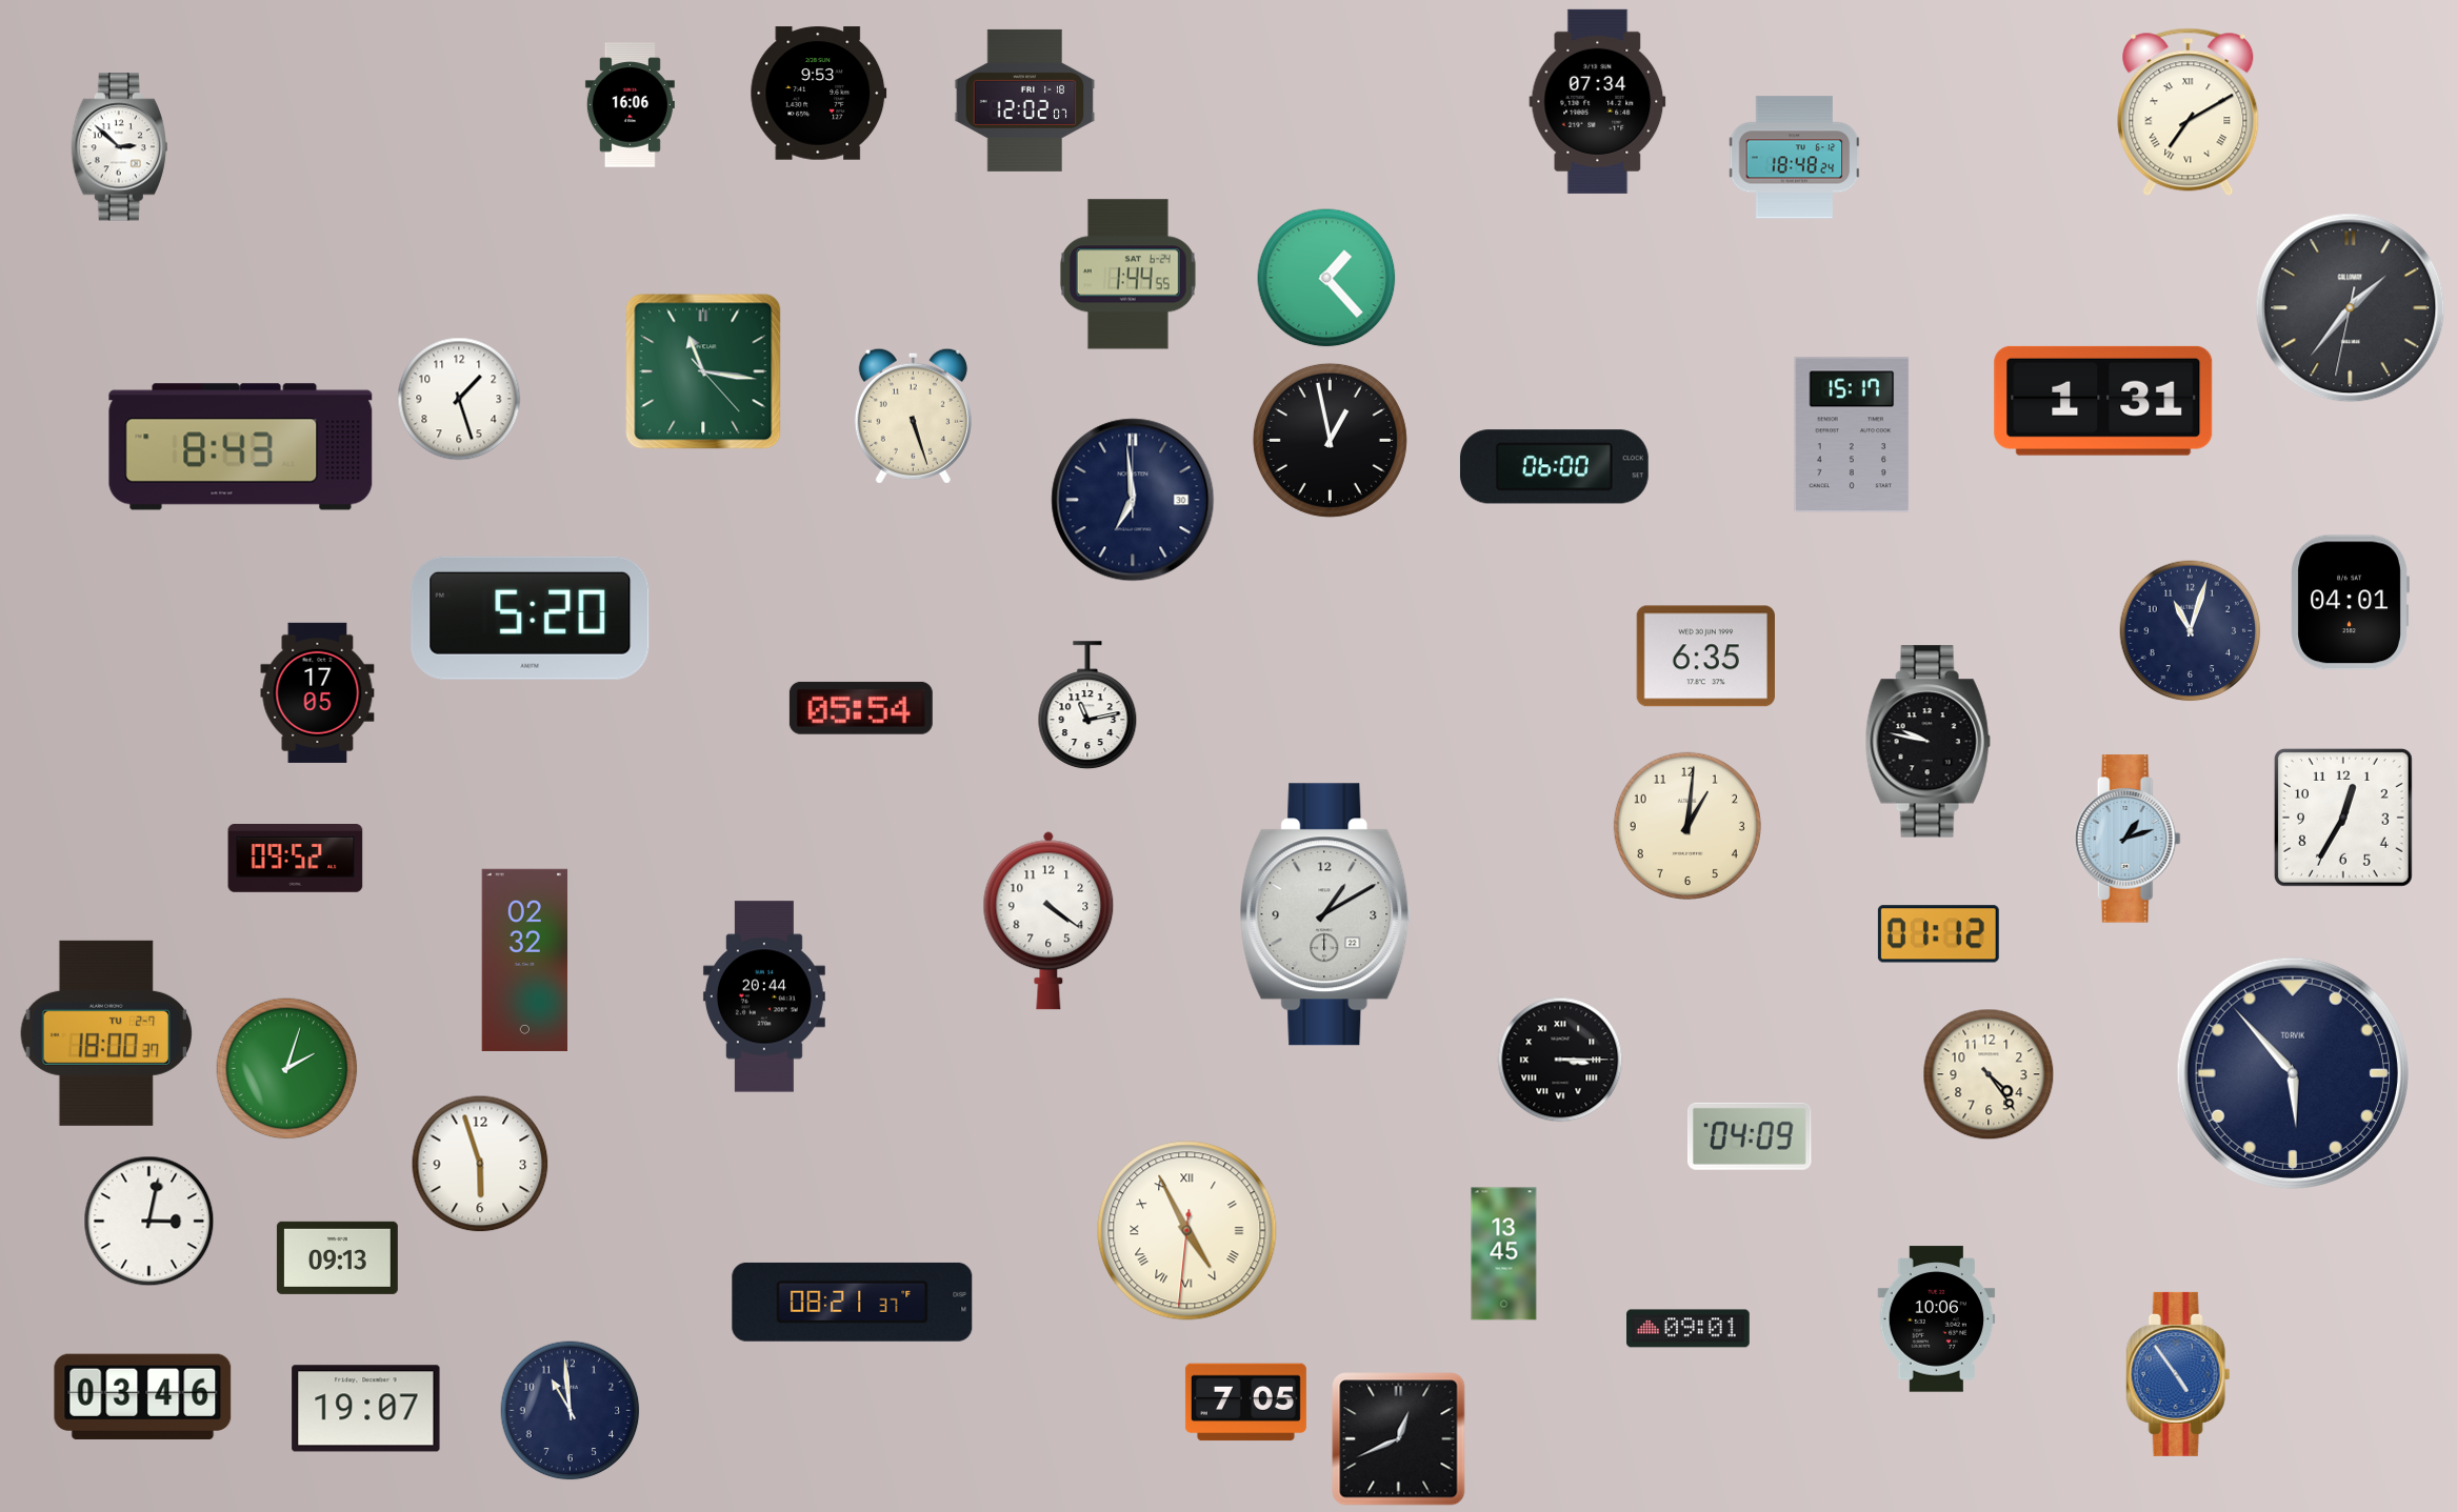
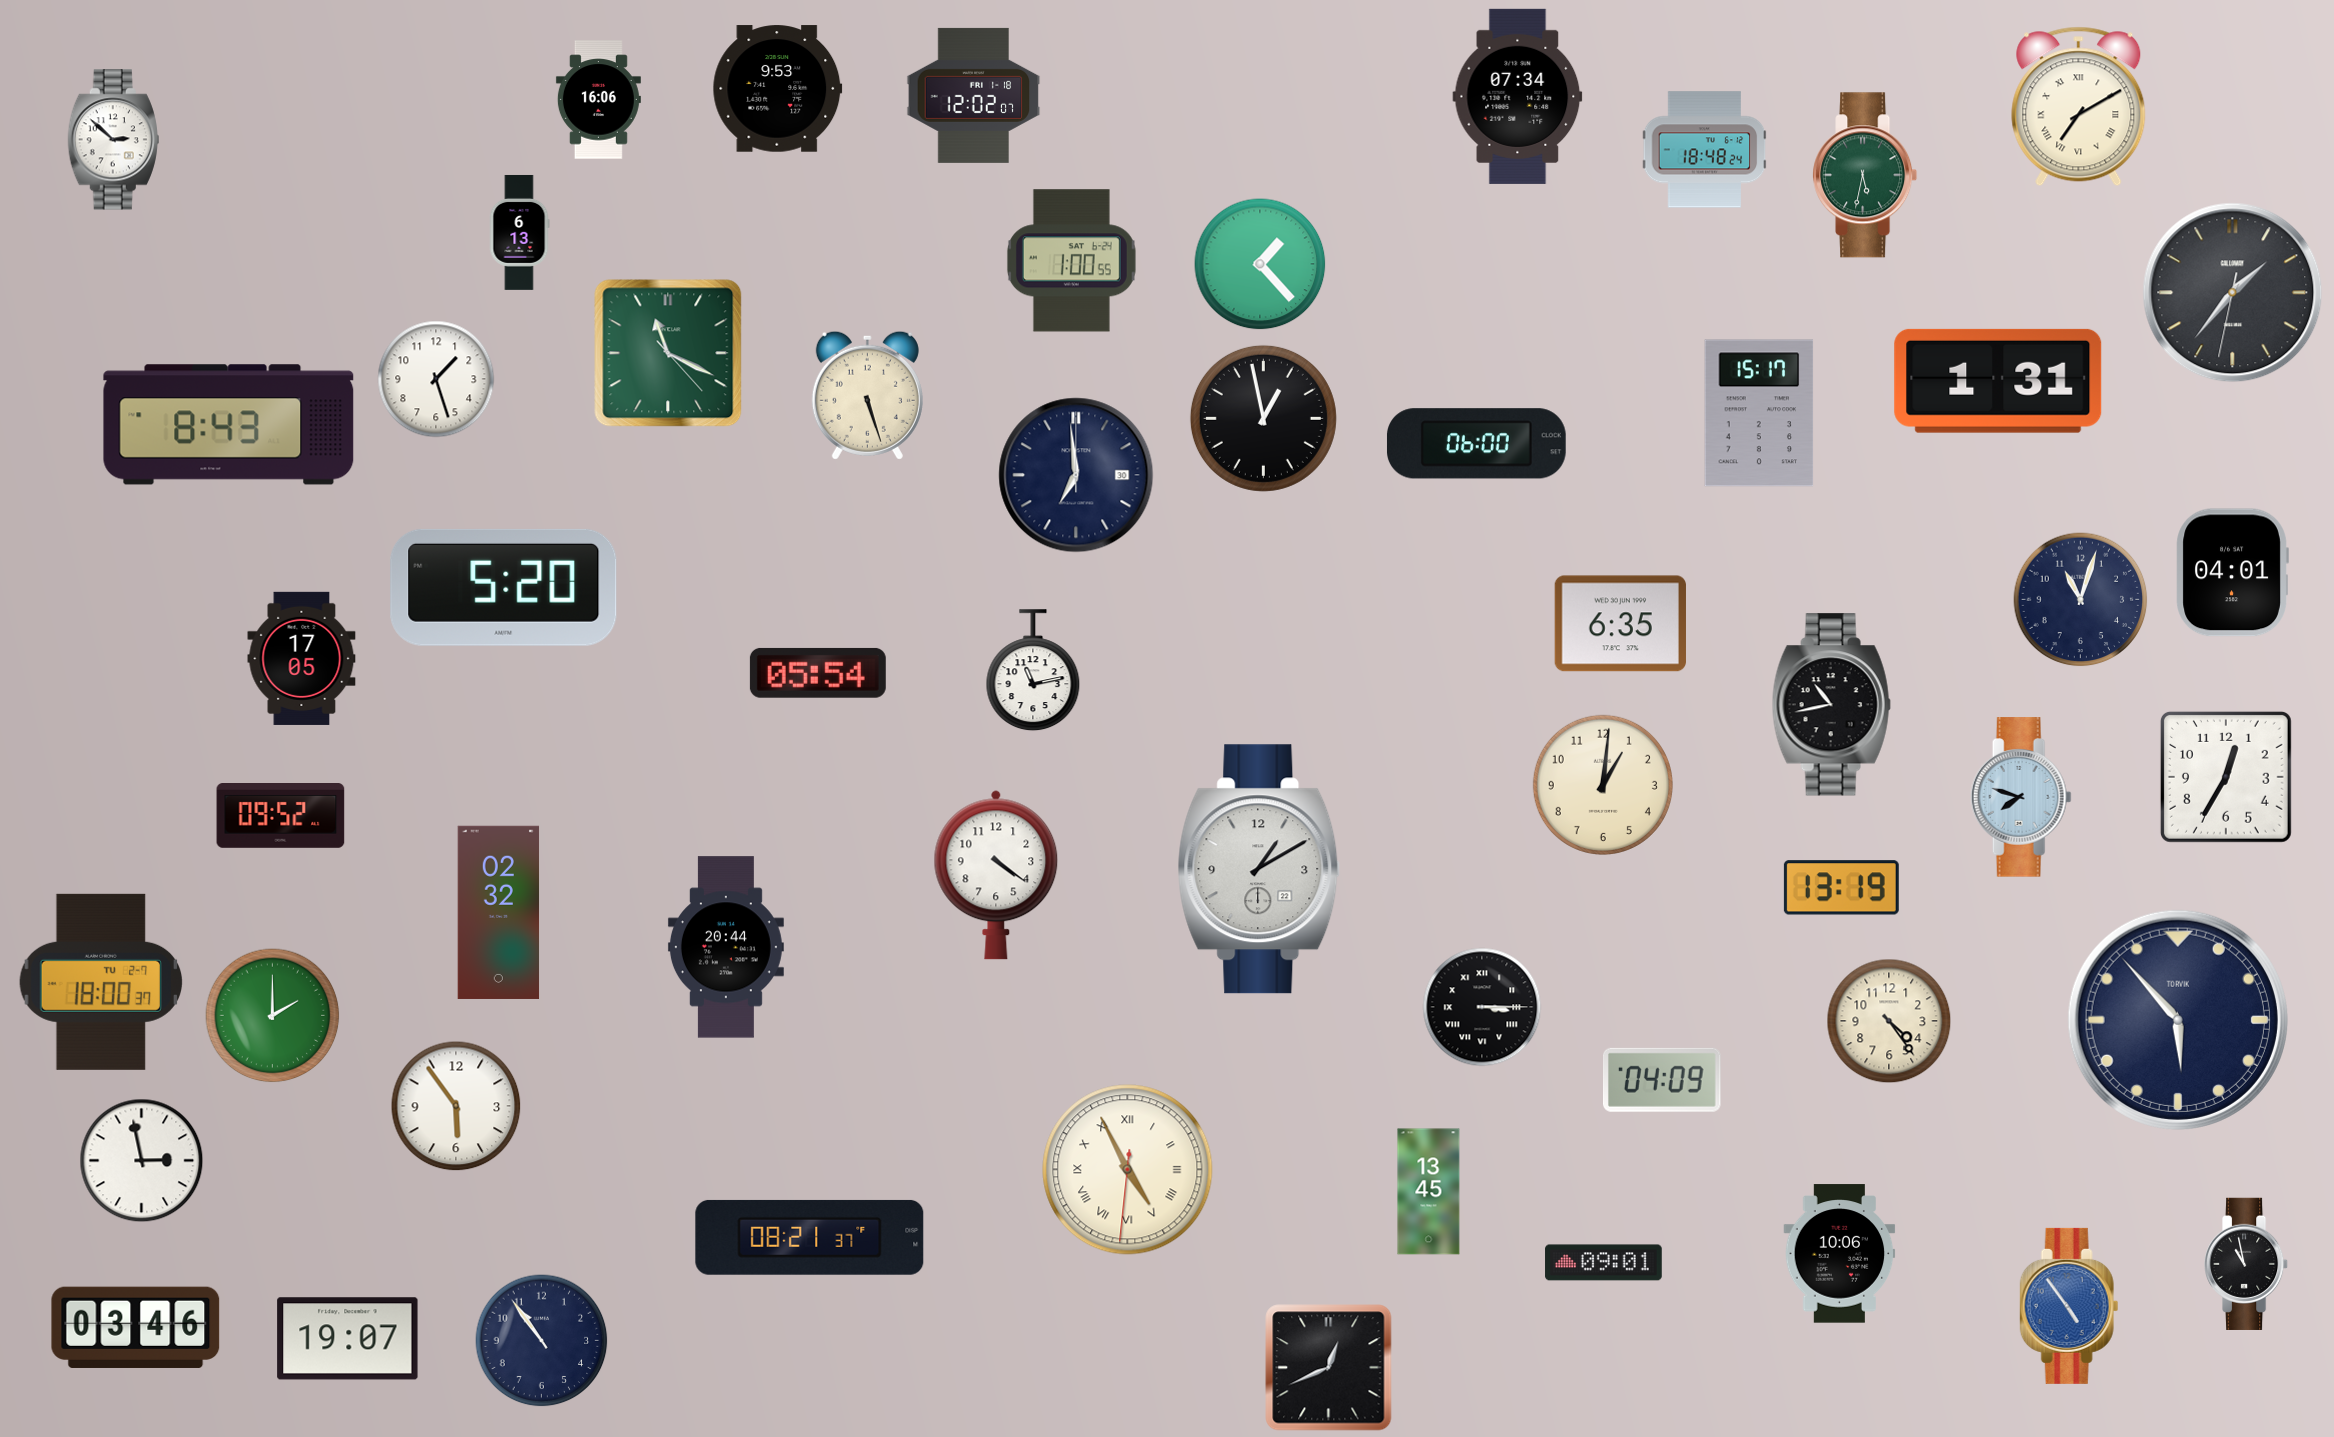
clock at (1865, 175): none -> 5:32
clock at (519, 232): none -> 6:13
clock at (1127, 275): 1:44 -> 1:00
clock at (703, 371): 11:16 -> 11:19
clock at (1927, 742): 9:47 -> 10:43
clock at (2128, 839): 1:12 -> 7:48
clock at (1938, 934): 01:12 -> 13:19
clock at (287, 1069): 2:03 -> 2:00
clock at (480, 1164): 5:57 -> 5:54
clock at (149, 1222): 3:02 -> 2:58
clock at (337, 1257): 09:13 -> none
clock at (2247, 1264): none -> 10:58
clock at (1245, 1403): 7:05 -> none
clock at (571, 1411): 10:59 -> 10:54
